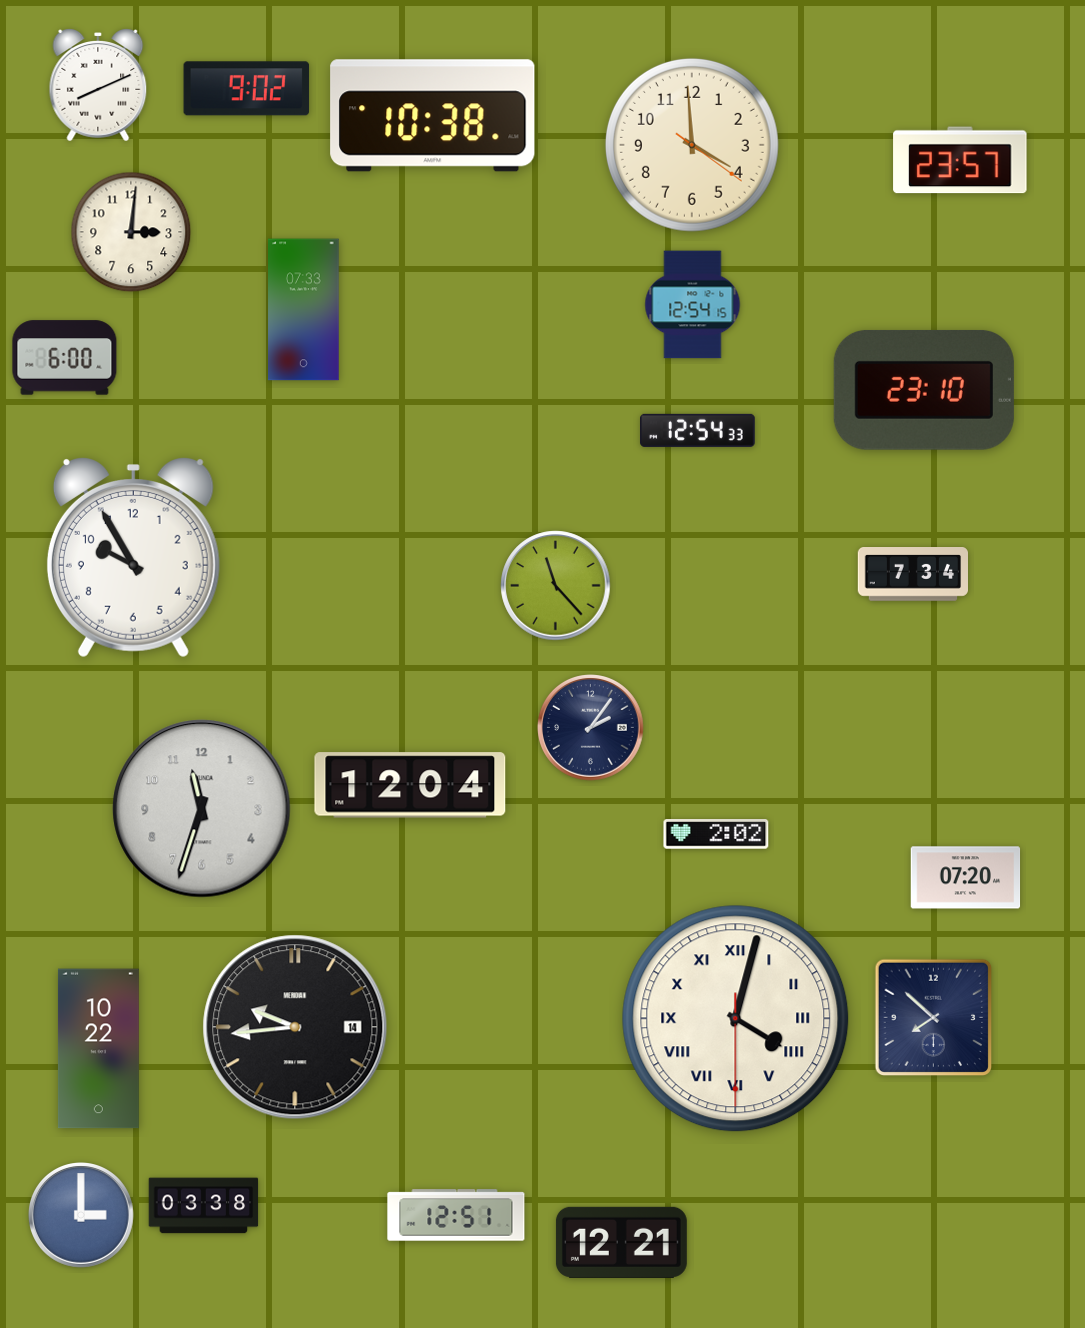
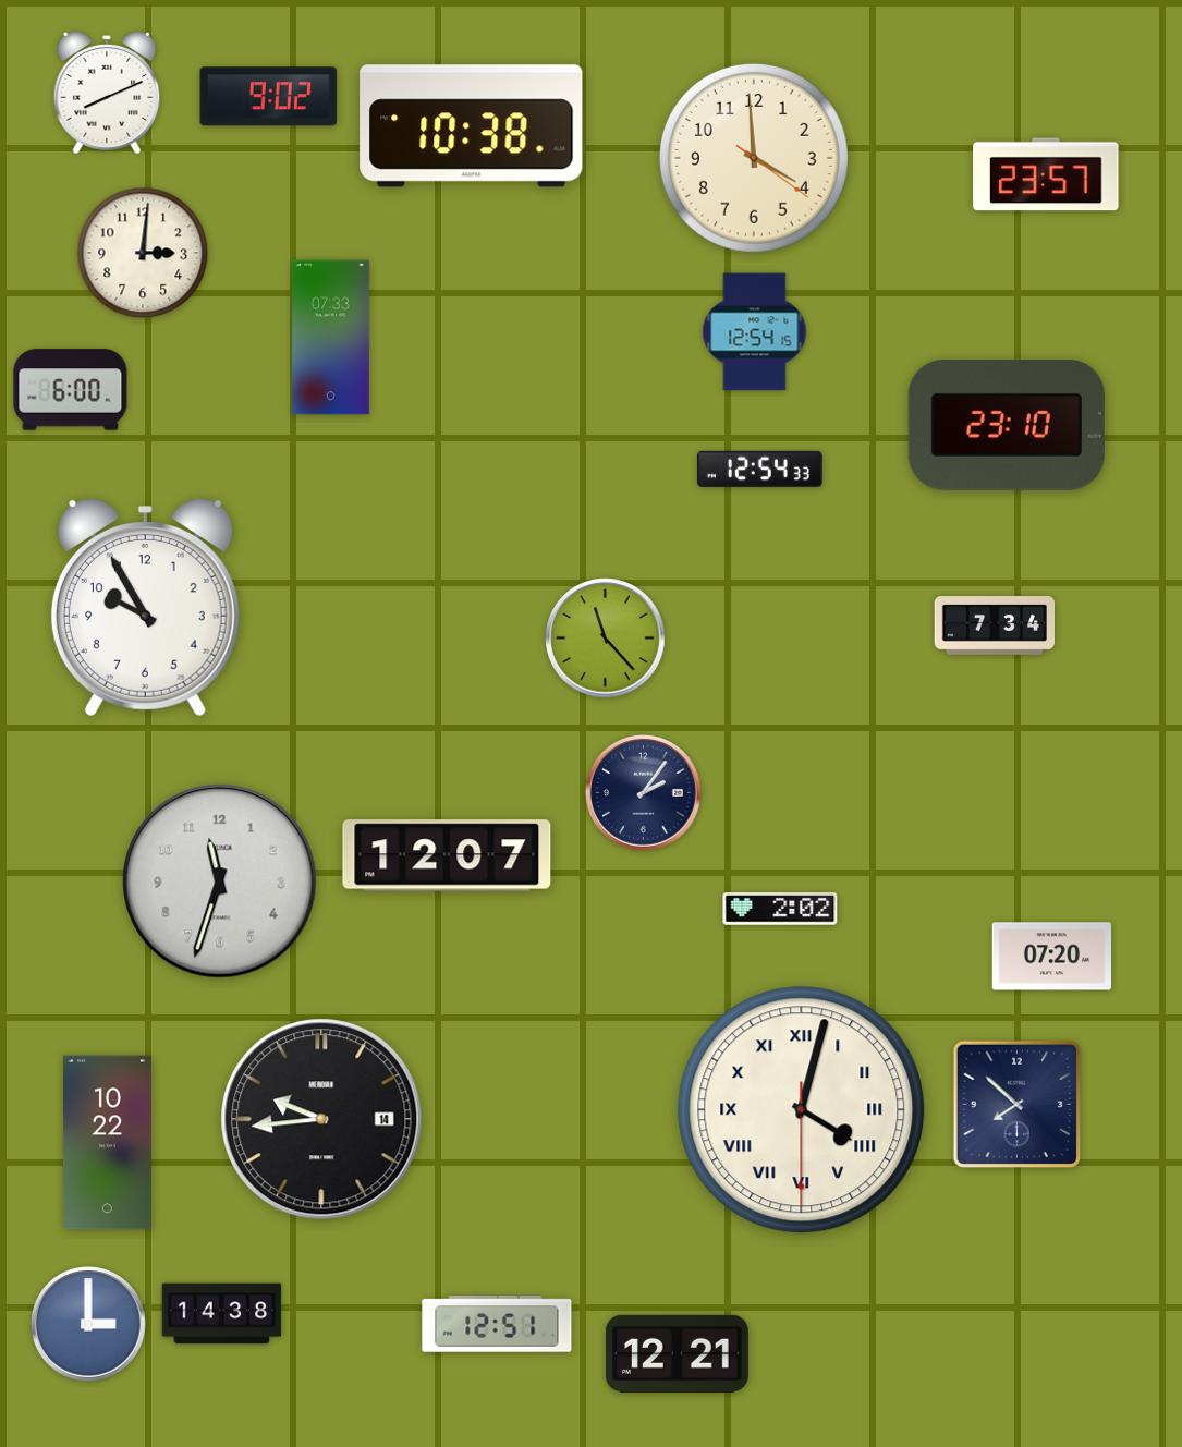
clock at (410, 785): 12:04 -> 12:07
clock at (934, 1018) position: (934, 1018) -> (1018, 1105)
clock at (204, 1206): 03:38 -> 14:38
